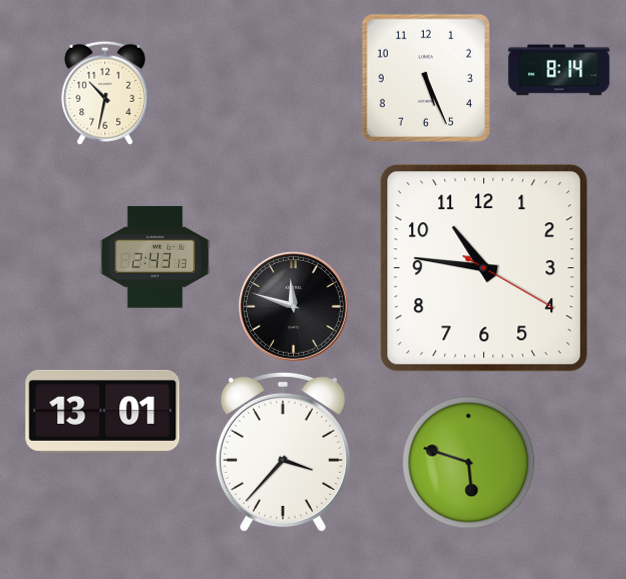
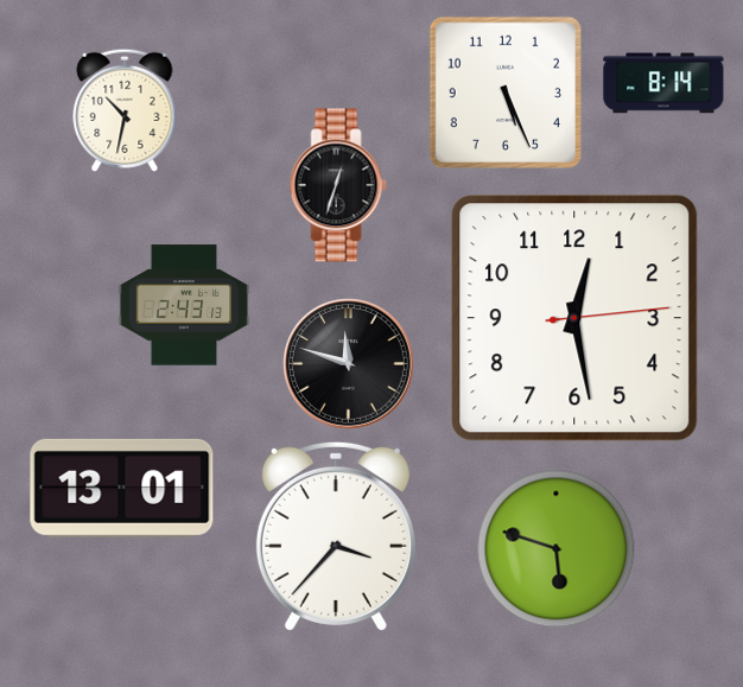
clock at (338, 185): none -> 12:33
clock at (484, 268): 10:46 -> 12:28
